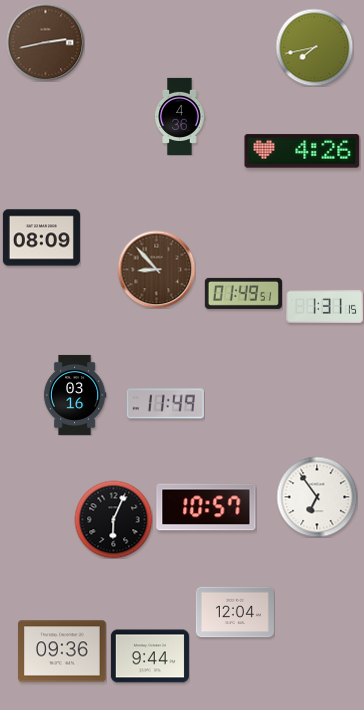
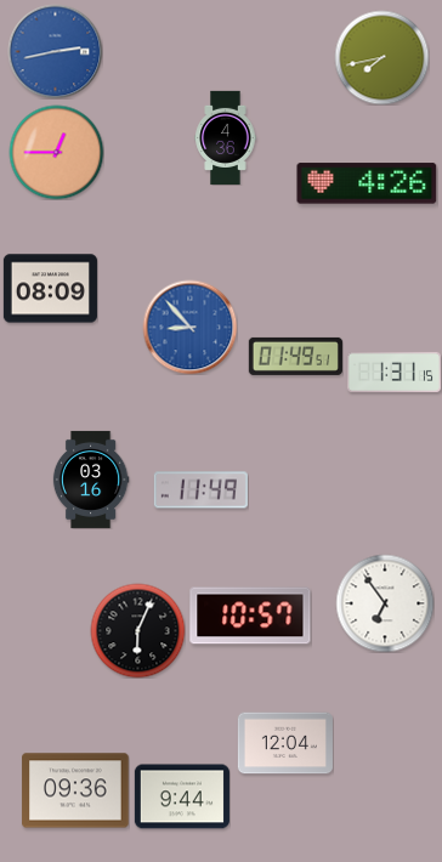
clock at (45, 42) dial: brown -> blue
clock at (180, 116) position: (180, 116) -> (226, 137)
clock at (56, 152): none -> 12:45
clock at (156, 269) dial: brown -> blue
